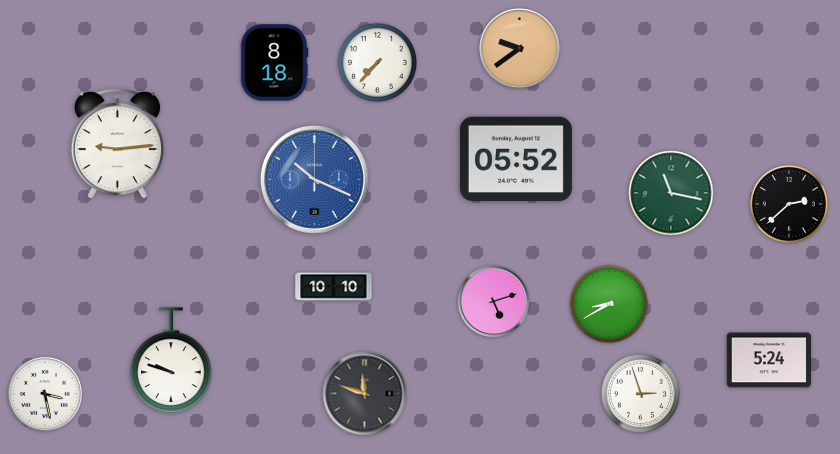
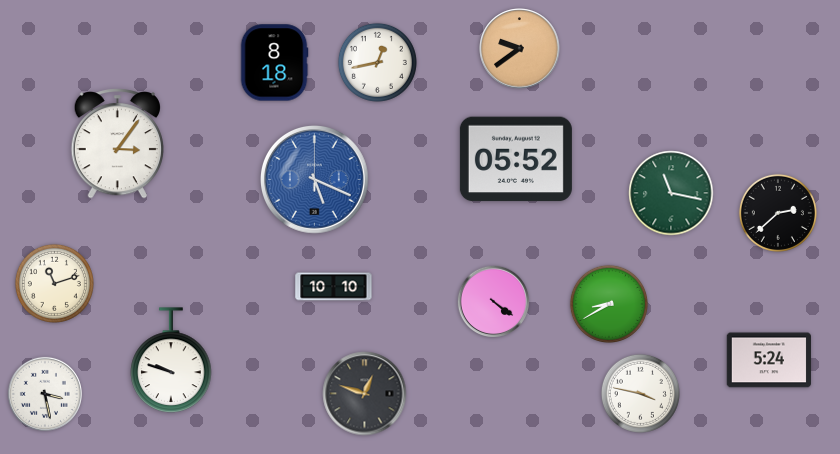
clock at (377, 62): 7:37 -> 12:43
clock at (117, 144): 9:14 -> 3:06
clock at (315, 180): 10:19 -> 5:19
clock at (789, 204) position: (789, 204) -> (778, 213)
clock at (54, 283): none -> 11:12
clock at (494, 302): 5:12 -> 4:21
clock at (640, 393): 2:57 -> 3:47
clock at (365, 394): 11:48 -> 12:48
